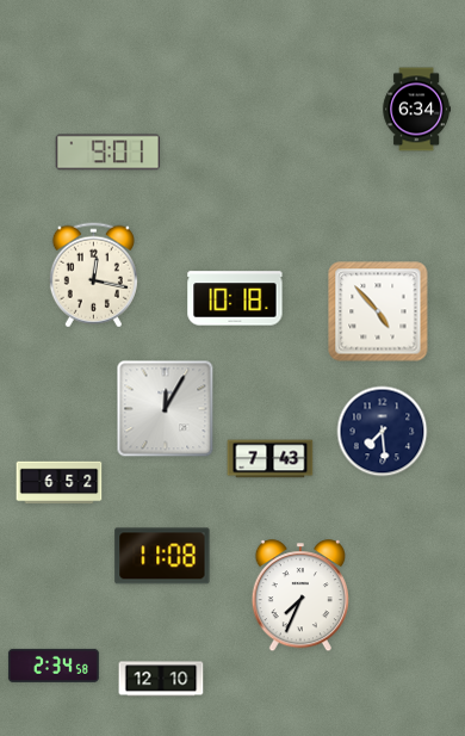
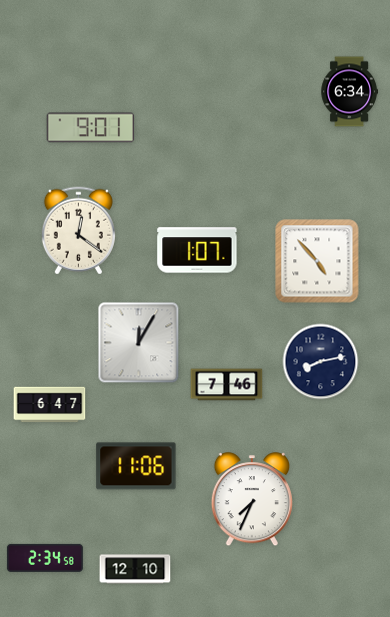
clock at (93, 276): 12:17 -> 12:21
clock at (235, 298): 10:18 -> 1:07
clock at (383, 432): 7:29 -> 8:13
clock at (271, 459): 7:43 -> 7:46
clock at (60, 483): 6:52 -> 6:47
clock at (162, 556): 11:08 -> 11:06
